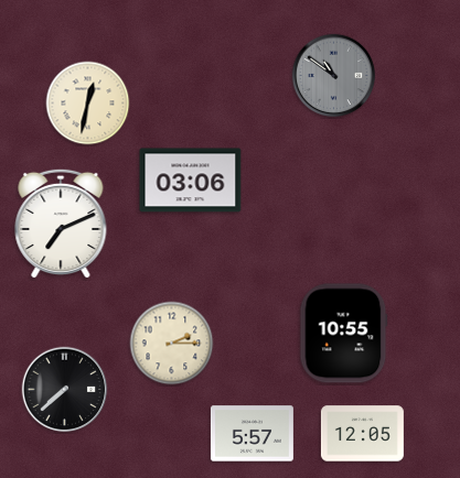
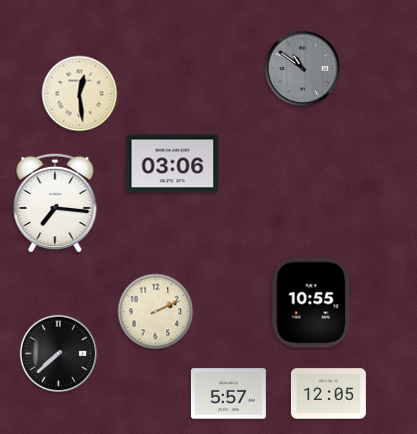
clock at (88, 104): 12:32 -> 12:29
clock at (61, 224): 7:11 -> 7:16
clock at (172, 344): 2:15 -> 2:11
